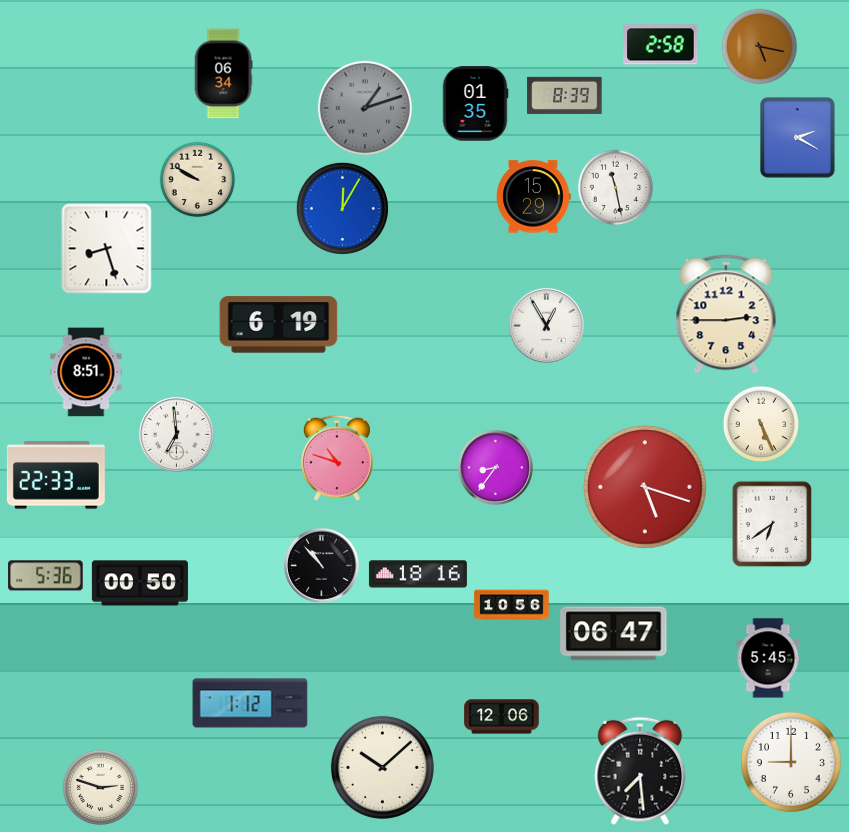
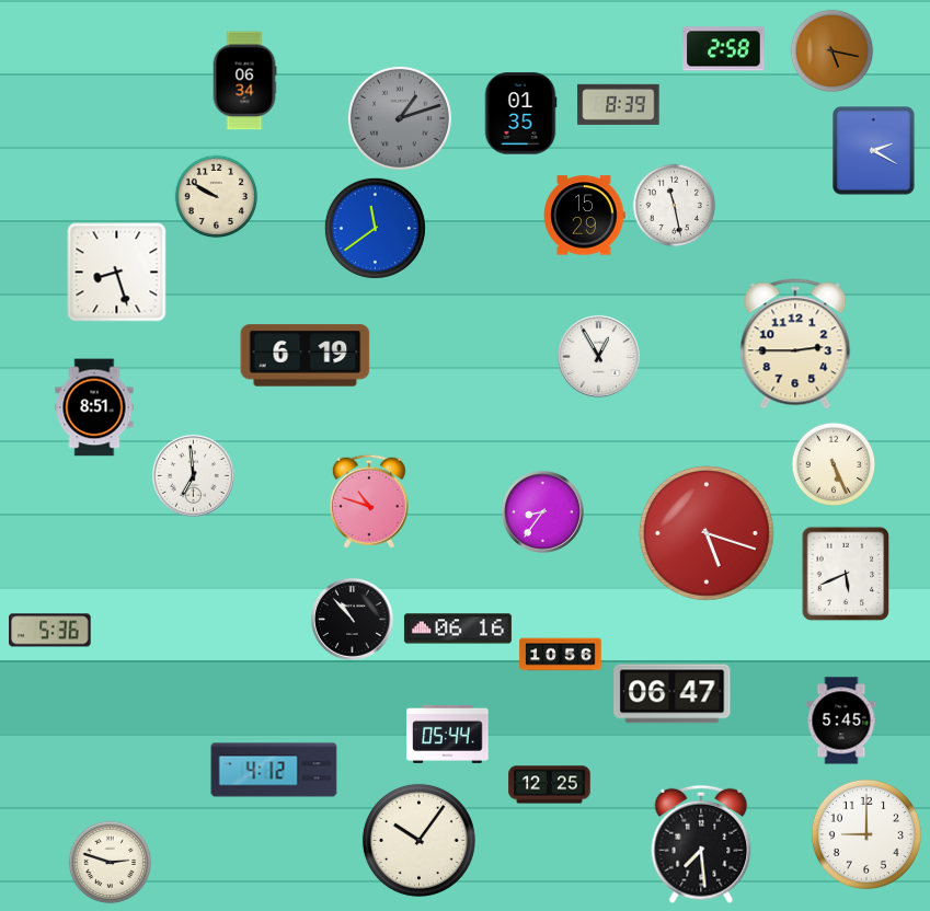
clock at (342, 208): 12:05 -> 11:39
clock at (56, 475): 22:33 -> none
clock at (772, 524): 6:39 -> 5:41
clock at (418, 574): 18:16 -> 06:16
clock at (140, 583): 00:50 -> none
clock at (512, 605) position: (512, 605) -> (561, 655)
clock at (448, 734): none -> 05:44
clock at (250, 703): 1:12 -> 4:12
clock at (502, 717): 12:06 -> 12:25
clock at (382, 767): 10:08 -> 10:06
